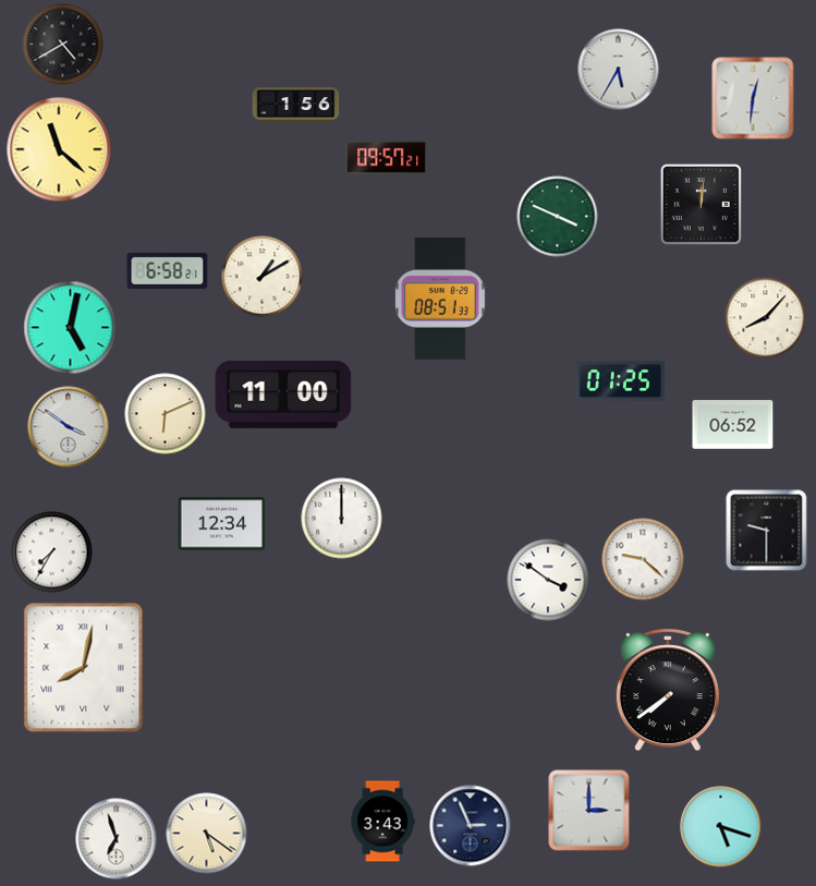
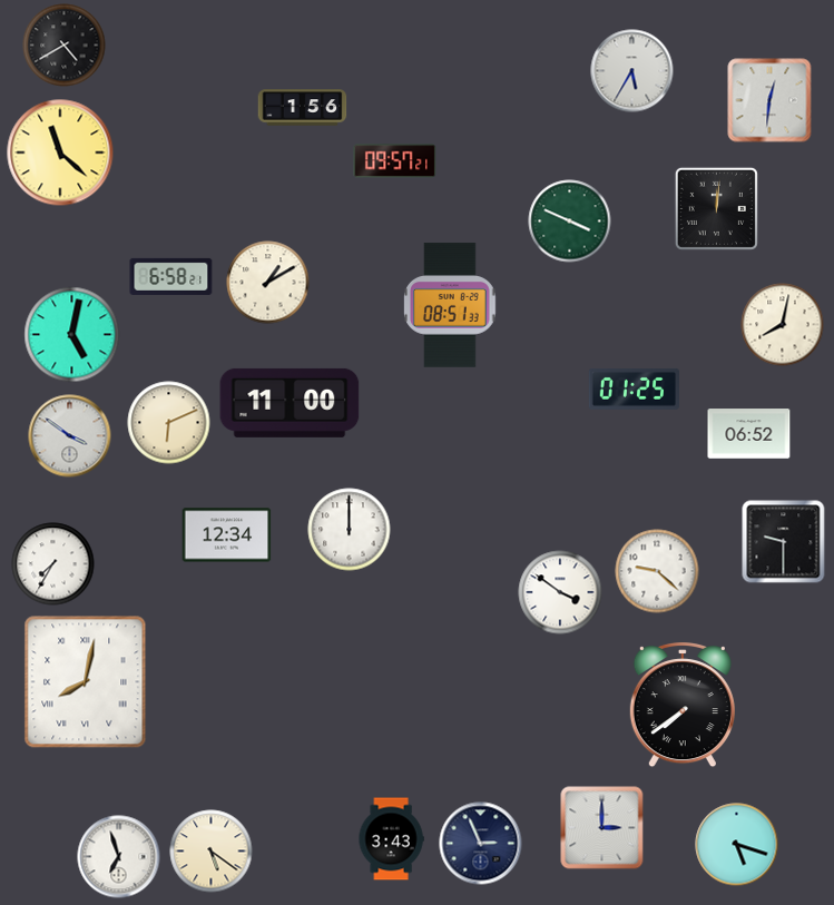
clock at (766, 318): 8:07 -> 8:02
